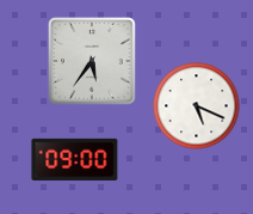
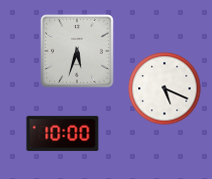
clock at (92, 61): 5:36 -> 5:33
clock at (75, 159): 09:00 -> 10:00
